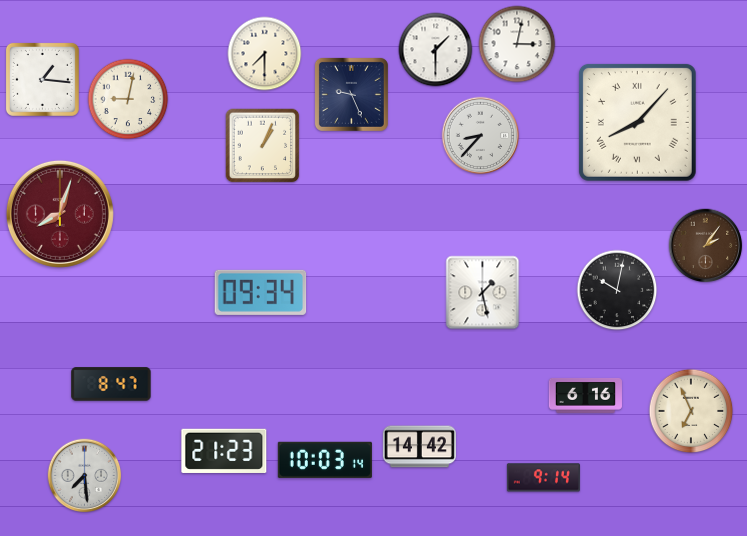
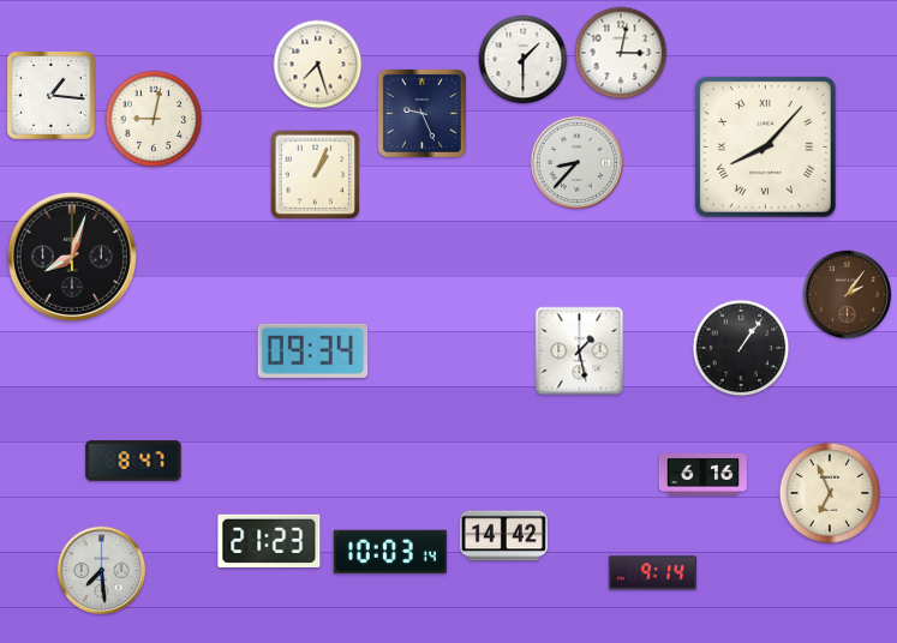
clock at (265, 54): 7:30 -> 7:27
clock at (60, 214) dial: burgundy -> black
clock at (617, 290): 10:02 -> 1:06
